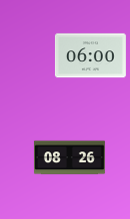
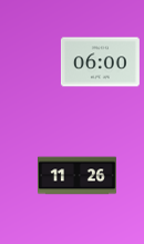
clock at (69, 158): 08:26 -> 11:26
